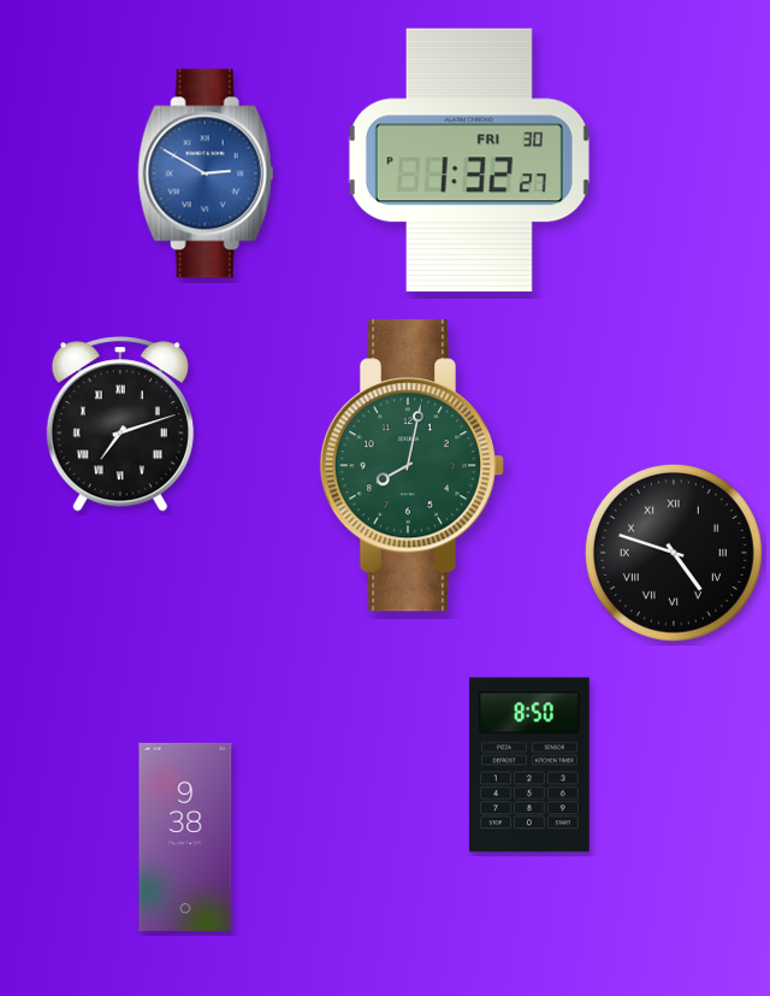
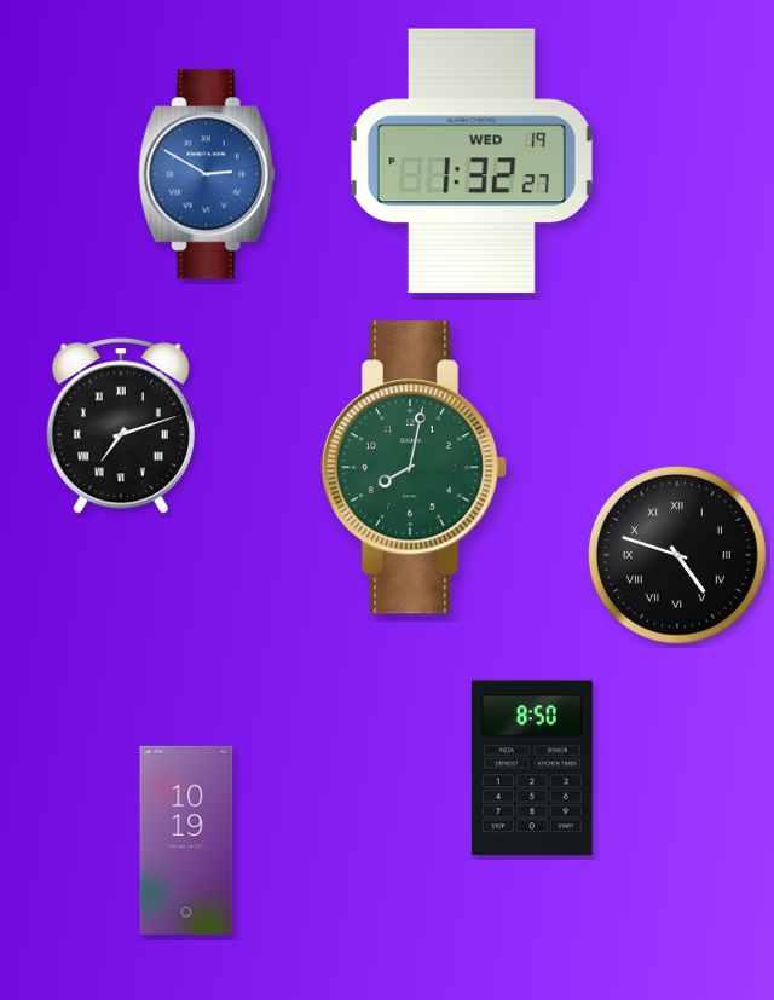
clock at (469, 160) date: FRI 30 -> WED 19
clock at (185, 837): 9:38 -> 10:19
